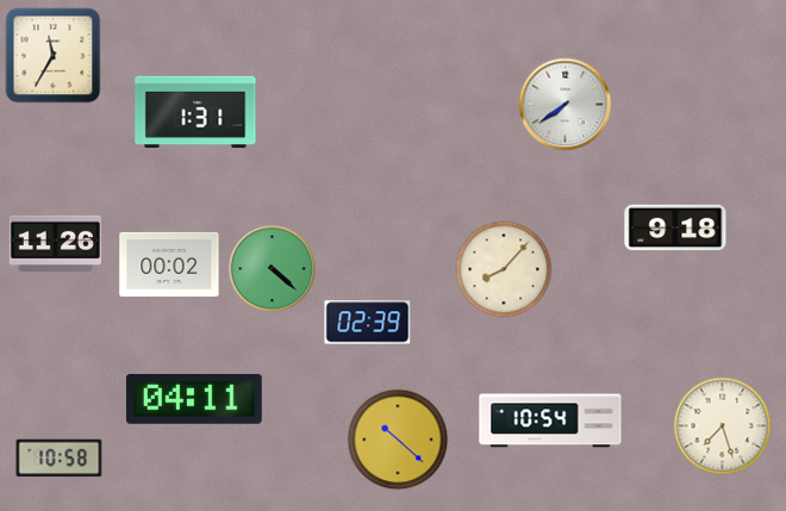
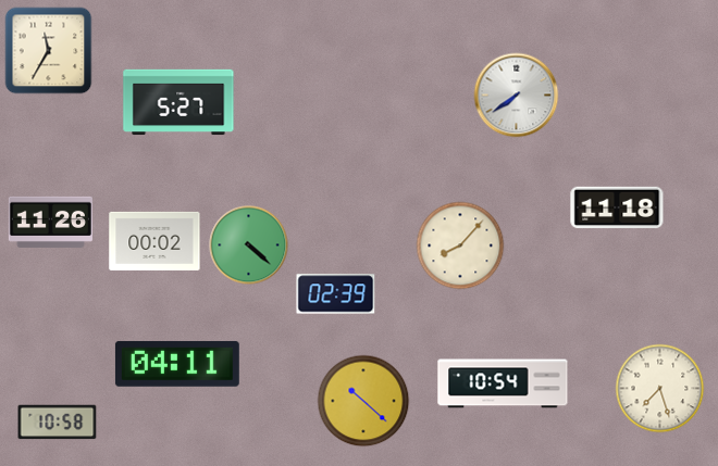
clock at (195, 112): 1:31 -> 5:27
clock at (675, 228): 9:18 -> 11:18
clock at (60, 459) position: (60, 459) -> (58, 423)
